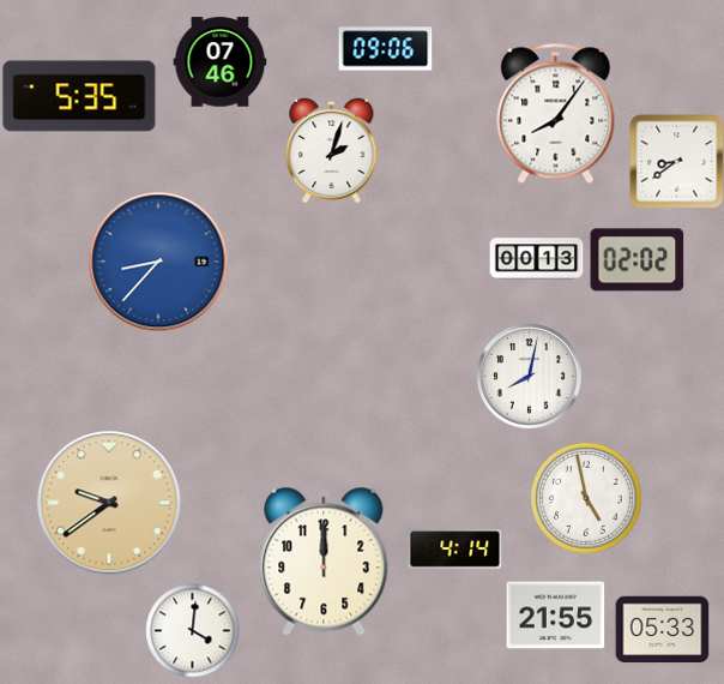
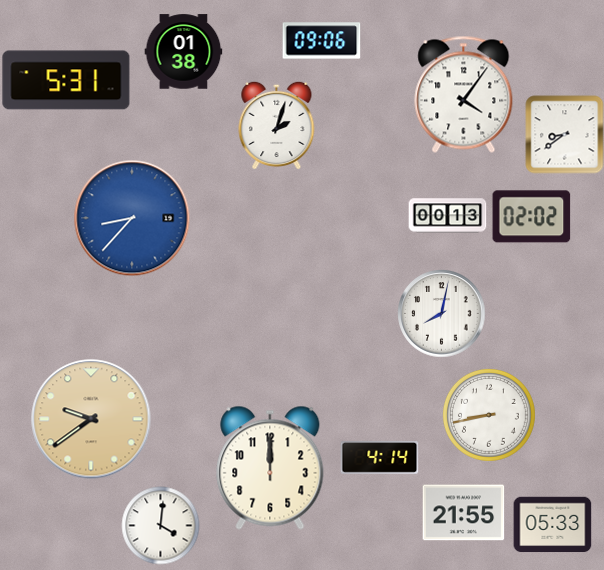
clock at (219, 62): 07:46 -> 01:38
clock at (79, 96): 5:35 -> 5:31
clock at (556, 113): 8:06 -> 4:06
clock at (586, 498): 4:58 -> 8:43
